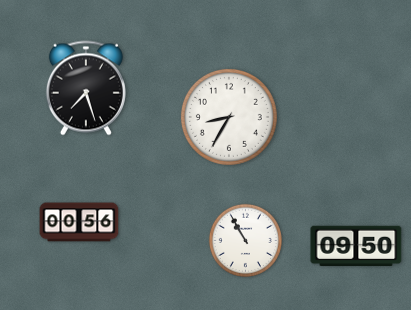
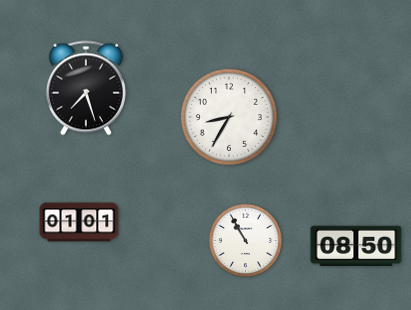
clock at (79, 222): 00:56 -> 01:01
clock at (356, 245): 09:50 -> 08:50
